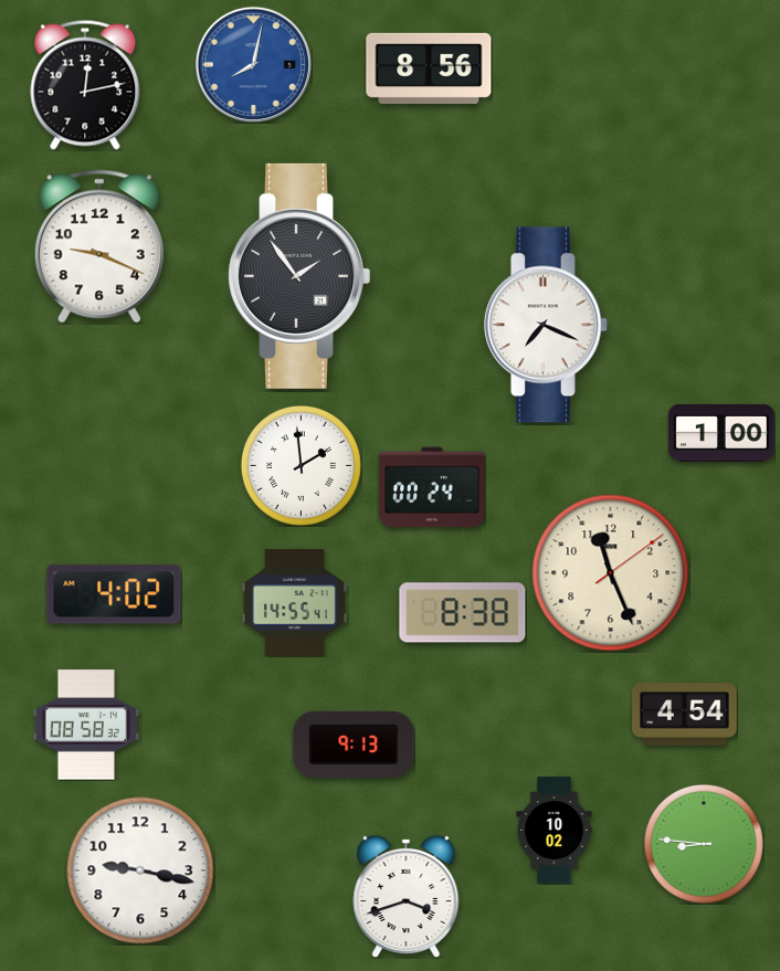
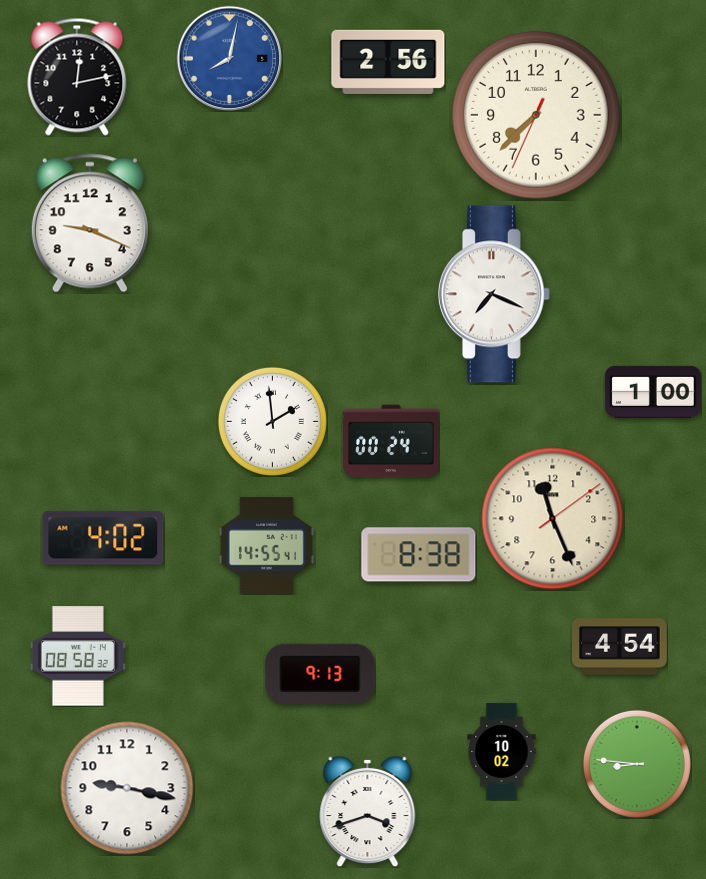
clock at (429, 68): 8:56 -> 2:56
clock at (536, 115): none -> 7:37
clock at (299, 276): 1:54 -> none
